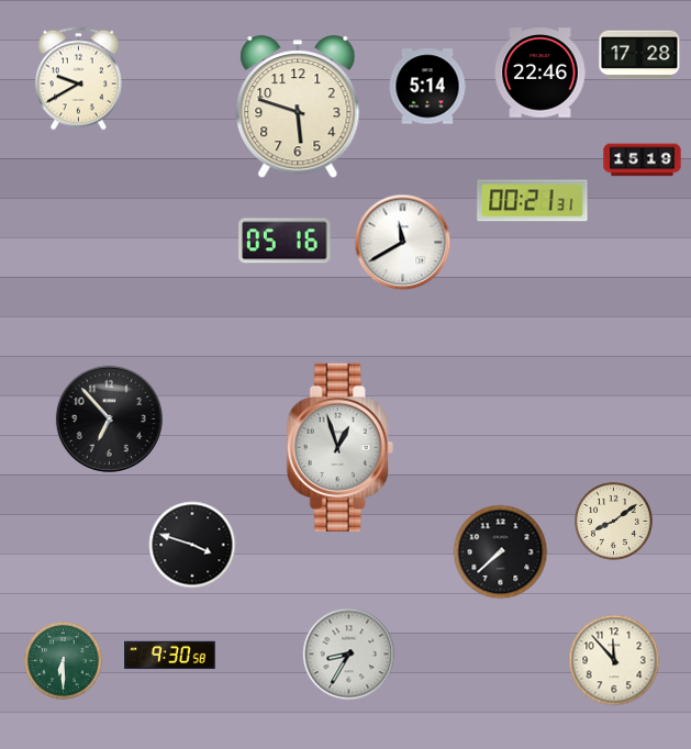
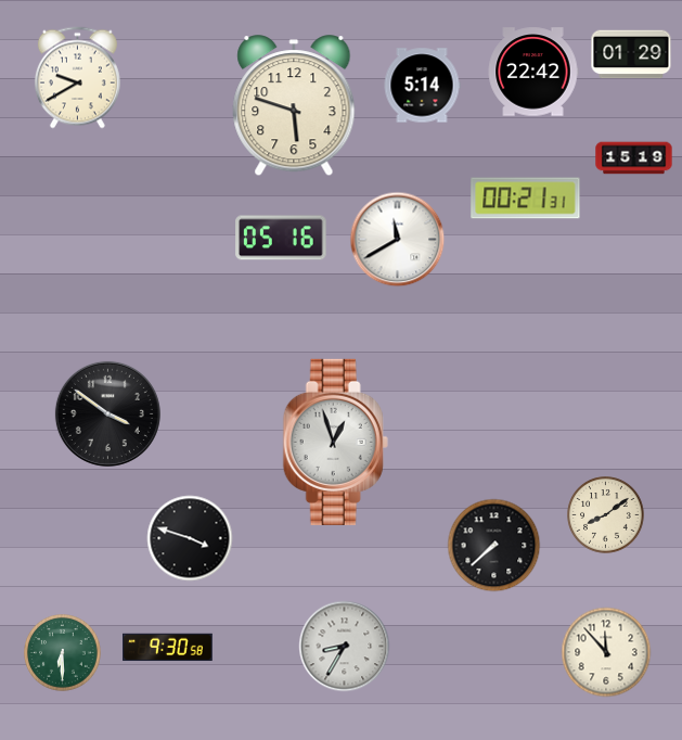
clock at (639, 55): 17:28 -> 01:29
clock at (540, 72): 22:46 -> 22:42
clock at (109, 418): 6:53 -> 3:51
